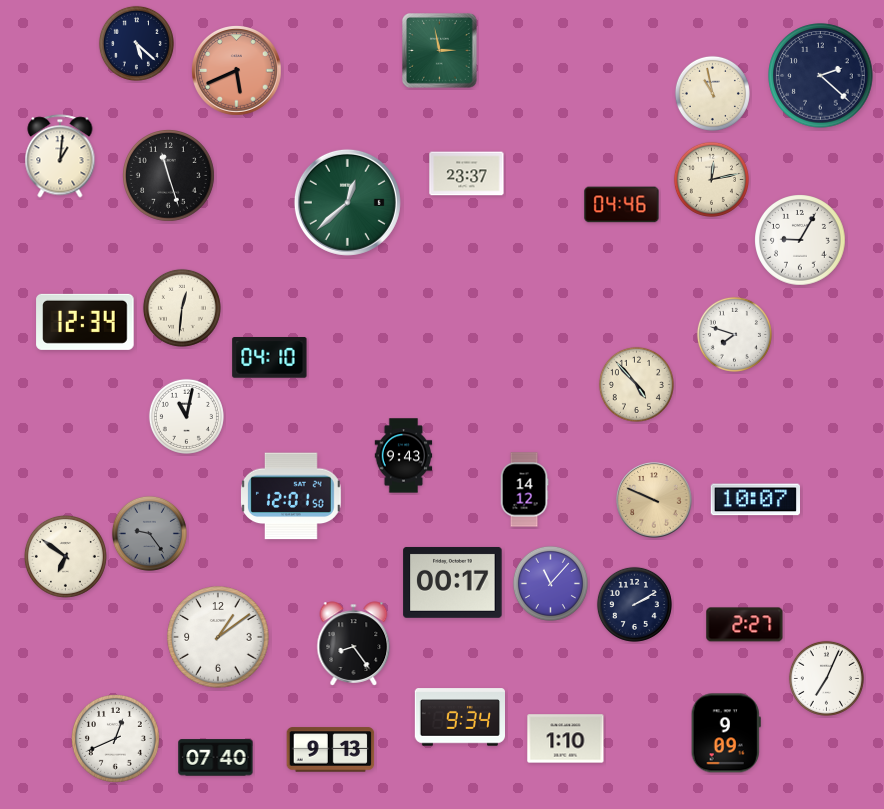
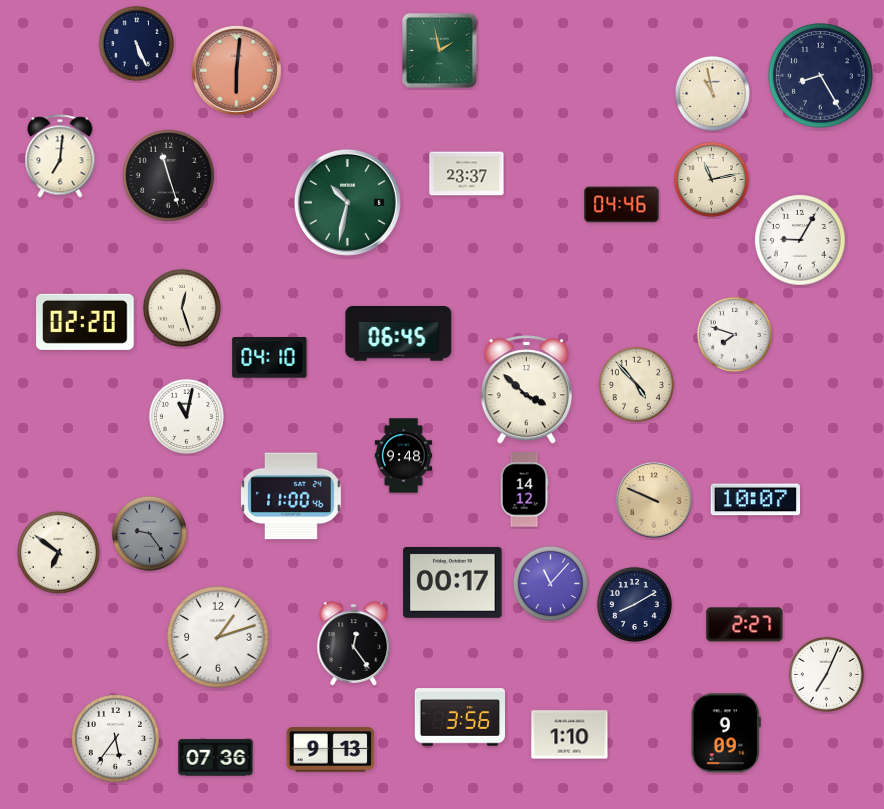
clock at (136, 43): 5:22 -> 5:26
clock at (440, 51): 2:58 -> 1:58
clock at (237, 71): 5:41 -> 6:01
clock at (821, 76): 2:22 -> 8:25
clock at (60, 156): 1:01 -> 7:01
clock at (711, 179): 12:13 -> 11:13
clock at (347, 202): 12:38 -> 10:32
clock at (182, 308): 12:31 -> 12:27
clock at (85, 322): 12:34 -> 02:20
clock at (399, 334): none -> 06:45
clock at (526, 390): none -> 3:52
clock at (404, 456): 9:43 -> 9:48
clock at (291, 496): 12:01 -> 11:00
clock at (65, 556) position: (65, 556) -> (58, 552)
clock at (634, 604): 2:10 -> 8:10
clock at (218, 637): 1:09 -> 1:12
clock at (354, 644): 8:24 -> 12:24
clock at (826, 678) position: (826, 678) -> (826, 674)
clock at (459, 717): 9:34 -> 3:56
clock at (116, 739): 12:41 -> 5:36
clock at (566, 739) position: (566, 739) -> (570, 735)
clock at (216, 758): 07:40 -> 07:36
